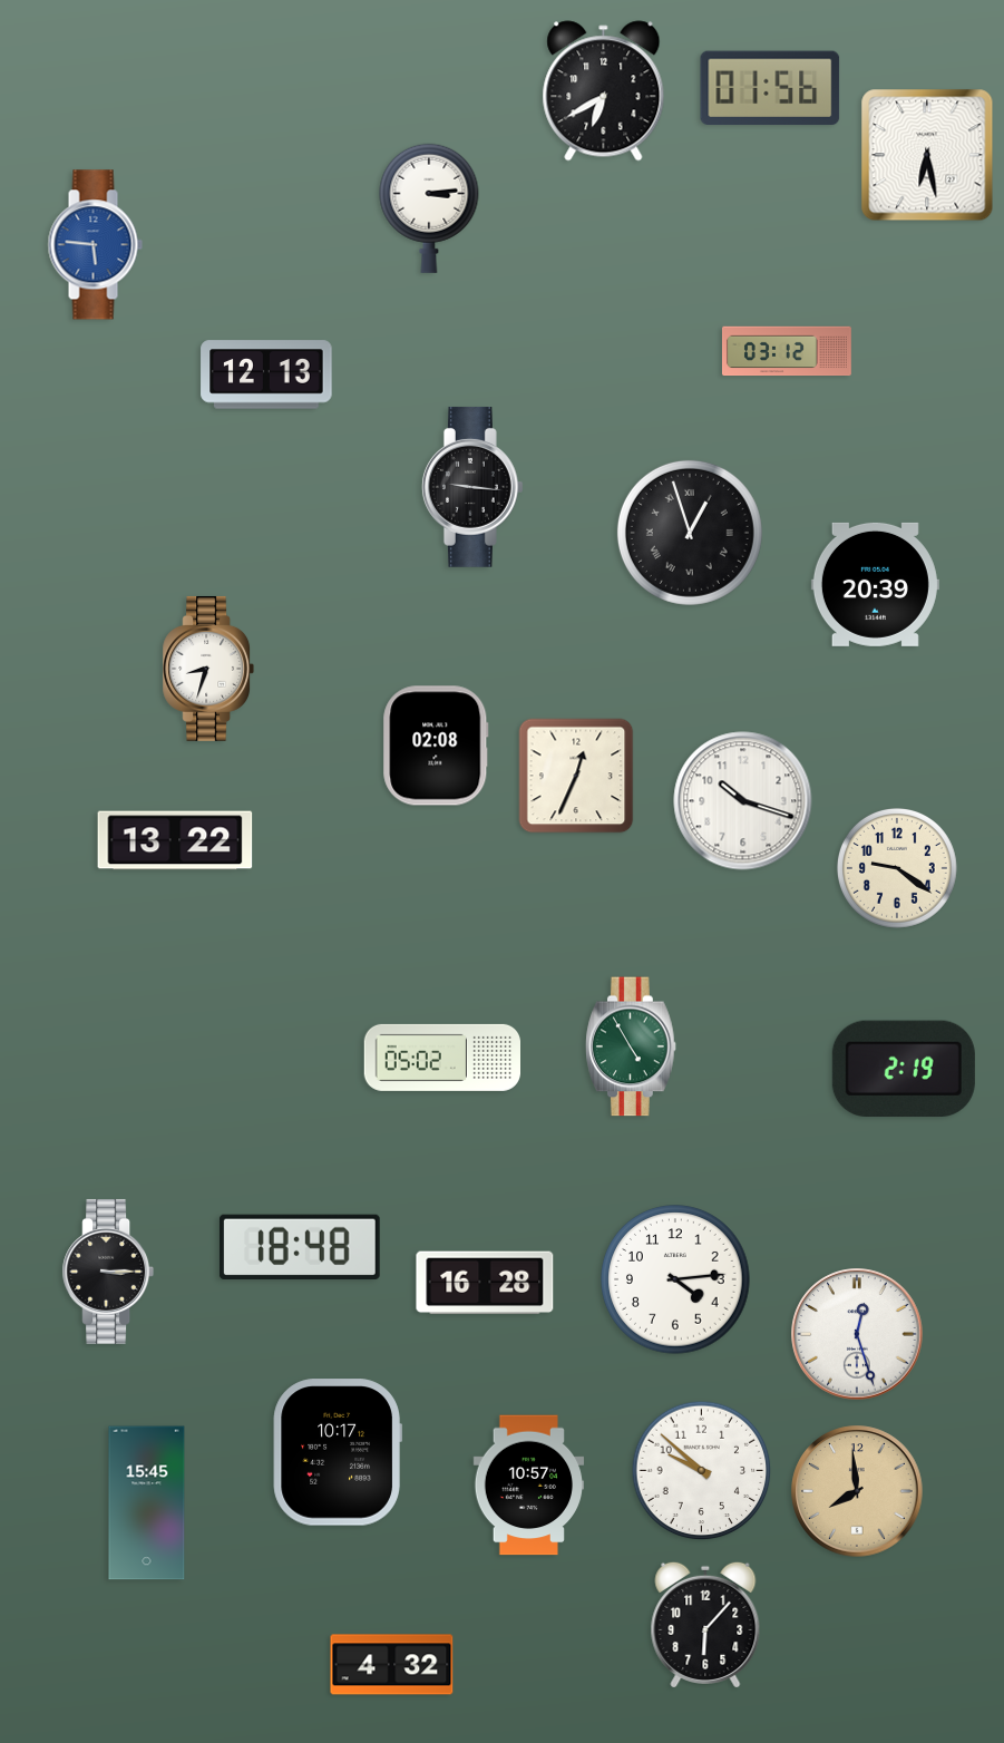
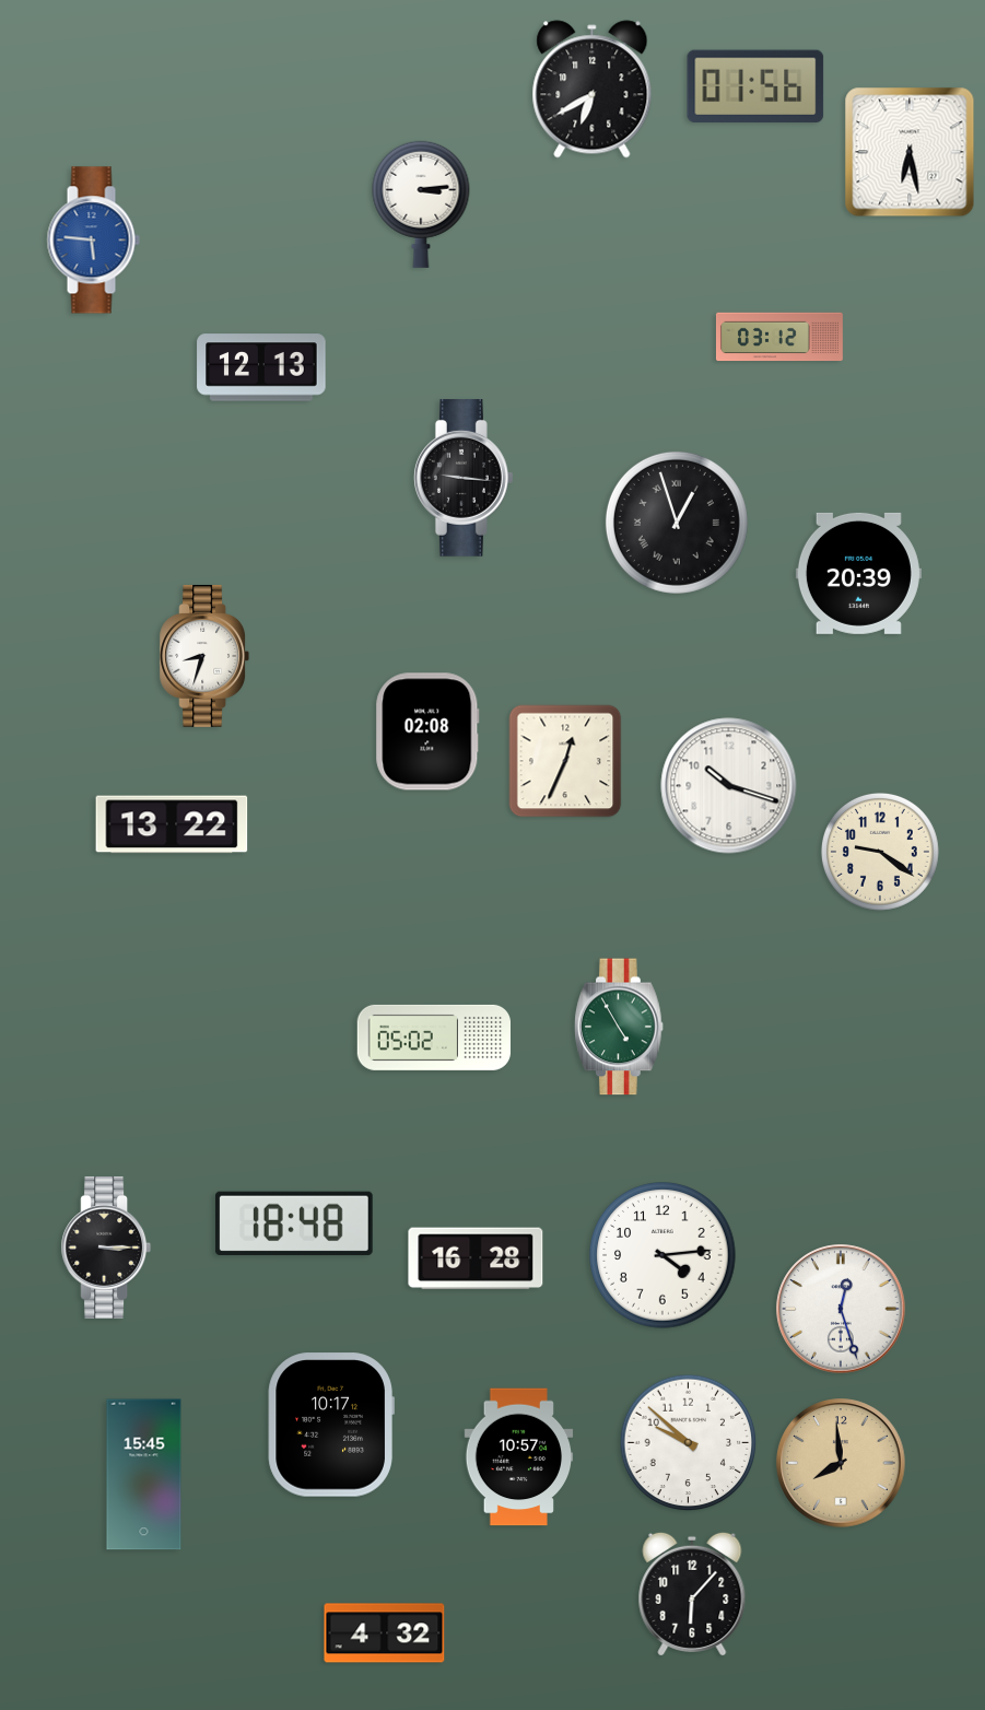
clock at (787, 351) position: (787, 351) -> (779, 337)
clock at (904, 1068): 2:19 -> none
